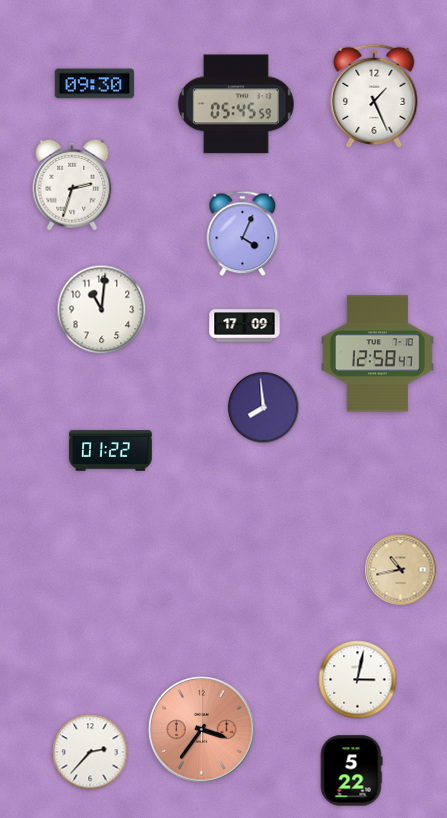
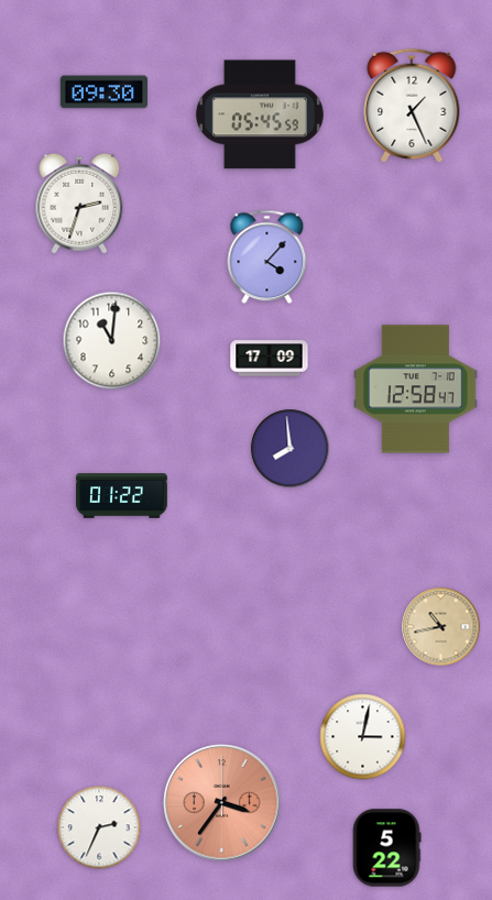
clock at (243, 234): 4:04 -> 4:07
clock at (358, 680) position: (358, 680) -> (363, 737)
clock at (90, 752): 2:37 -> 2:34
